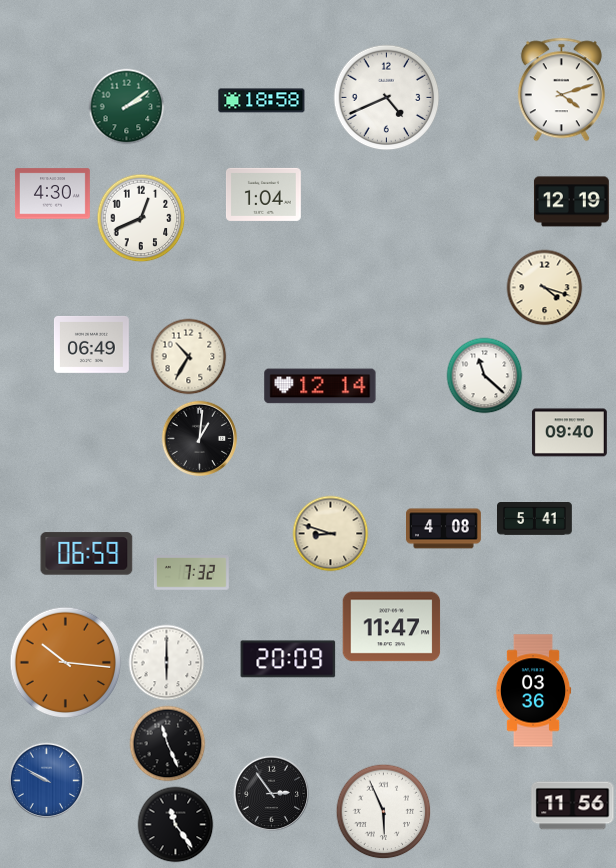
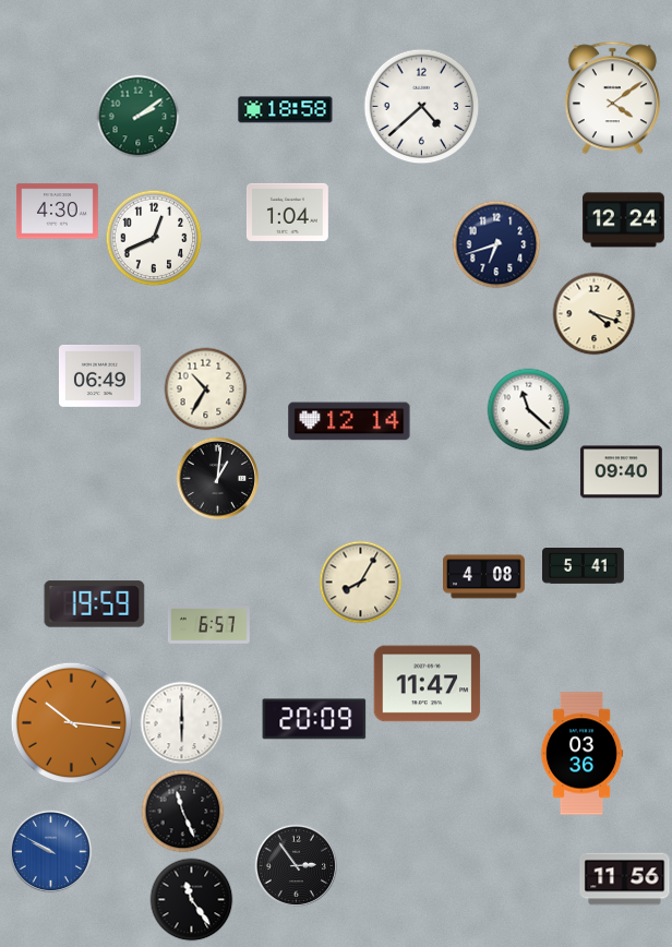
clock at (561, 90): 4:12 -> 4:09
clock at (387, 98): 4:41 -> 4:38
clock at (571, 202): 12:19 -> 12:24
clock at (496, 244): none -> 6:42
clock at (331, 534): 8:48 -> 8:05
clock at (87, 554): 06:59 -> 19:59
clock at (191, 573): 7:32 -> 6:57
clock at (384, 812): 5:56 -> none
